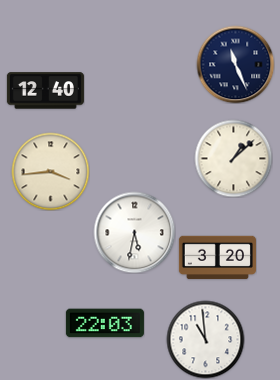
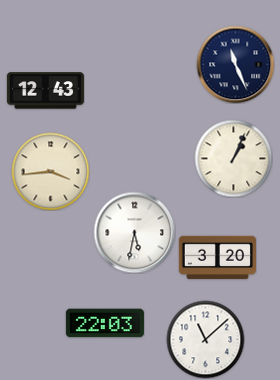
clock at (45, 91): 12:40 -> 12:43
clock at (233, 158): 1:08 -> 1:04
clock at (205, 339): 10:59 -> 11:08
